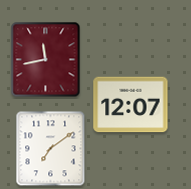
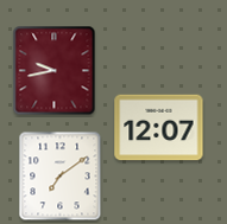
clock at (46, 60): 11:43 -> 9:43
clock at (131, 105) position: (131, 105) -> (159, 128)
